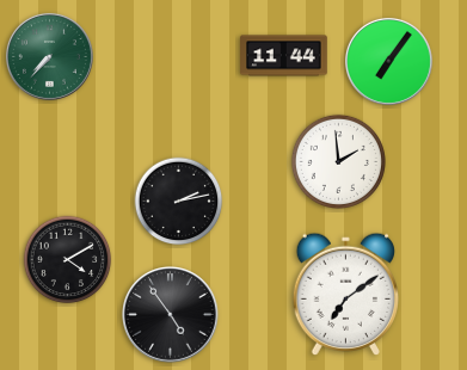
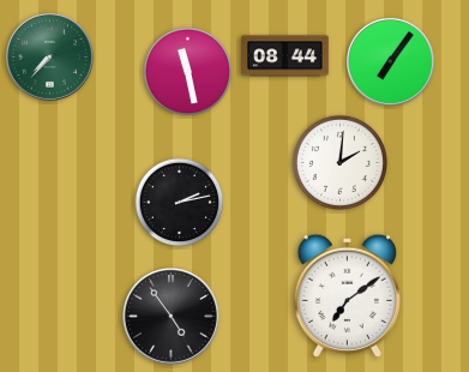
clock at (284, 56): 11:44 -> 08:44
clock at (188, 72): none -> 11:28
clock at (338, 161): 1:59 -> 2:01
clock at (68, 260): 4:10 -> none
